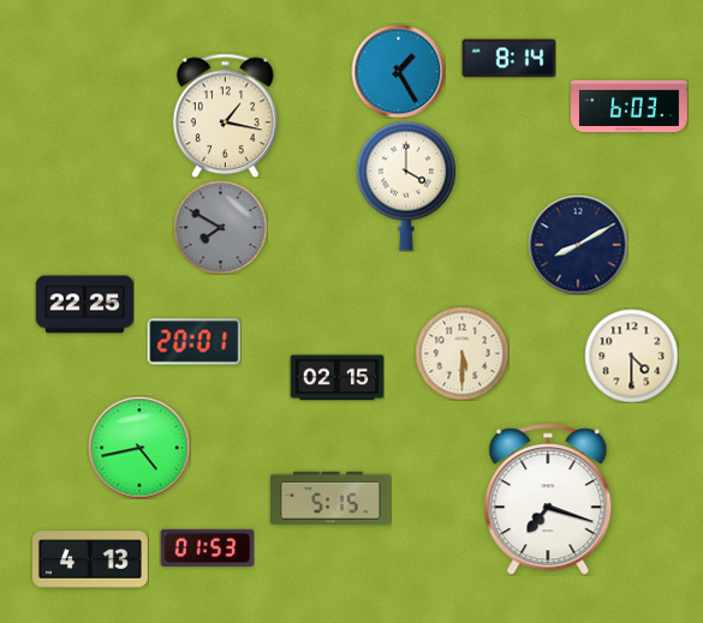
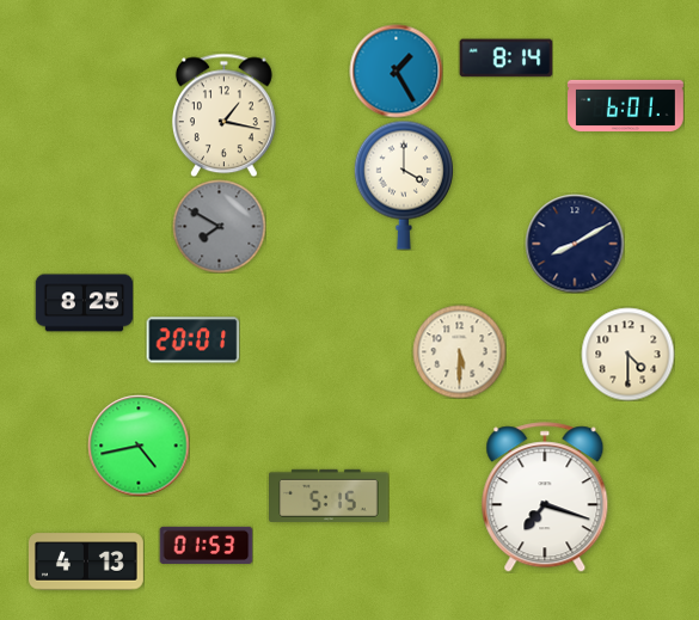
clock at (630, 106): 6:03 -> 6:01
clock at (84, 305): 22:25 -> 8:25
clock at (336, 378): 02:15 -> none
clock at (90, 559) position: (90, 559) -> (86, 561)
